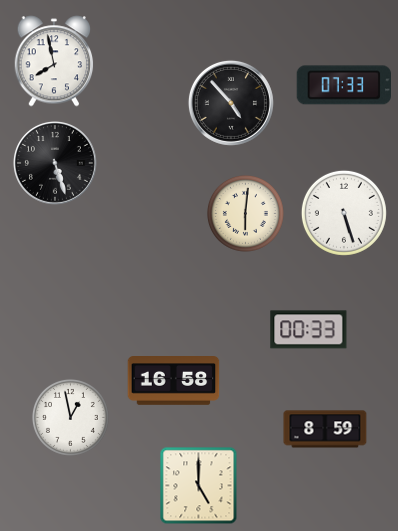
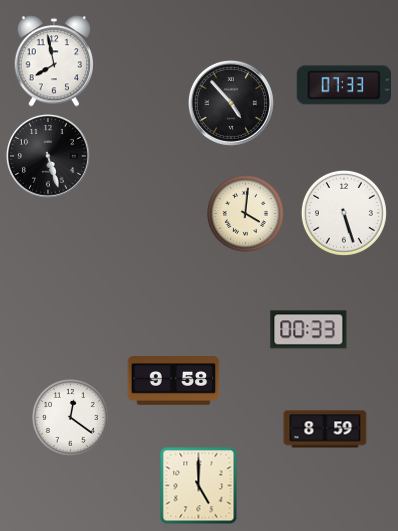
clock at (55, 163) position: (55, 163) -> (48, 156)
clock at (245, 213): 6:01 -> 4:01
clock at (174, 381): 16:58 -> 9:58
clock at (70, 417): 12:58 -> 12:21
